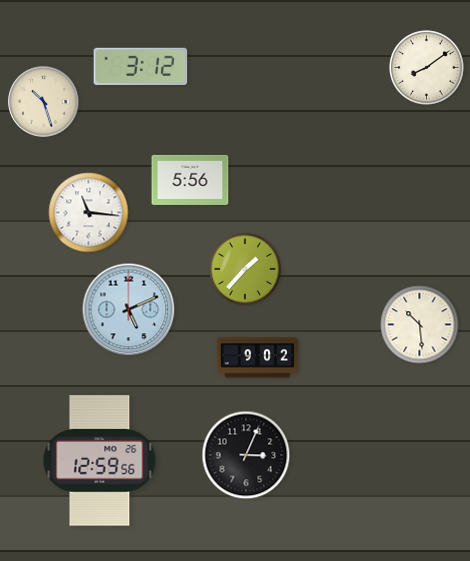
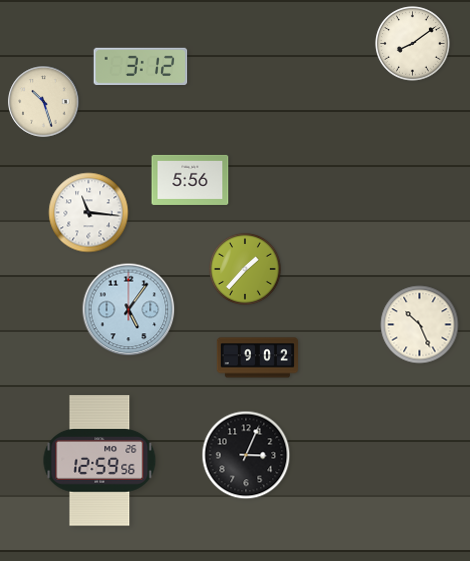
clock at (427, 68) position: (427, 68) -> (413, 44)
clock at (129, 310): 5:11 -> 5:06
clock at (420, 325): 10:29 -> 10:26
